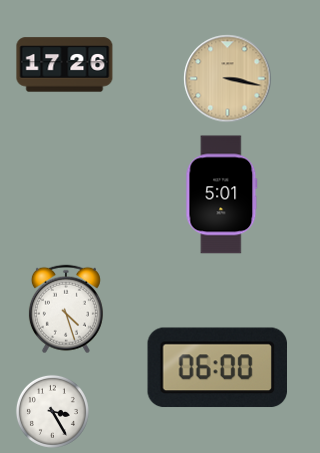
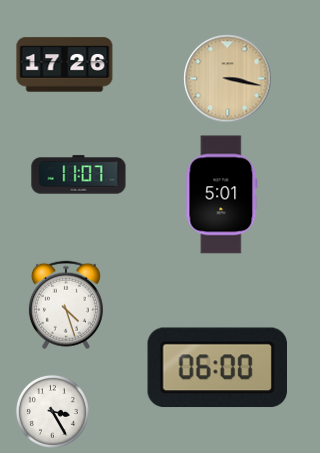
clock at (79, 175): none -> 11:07
clock at (66, 309) position: (66, 309) -> (66, 305)
